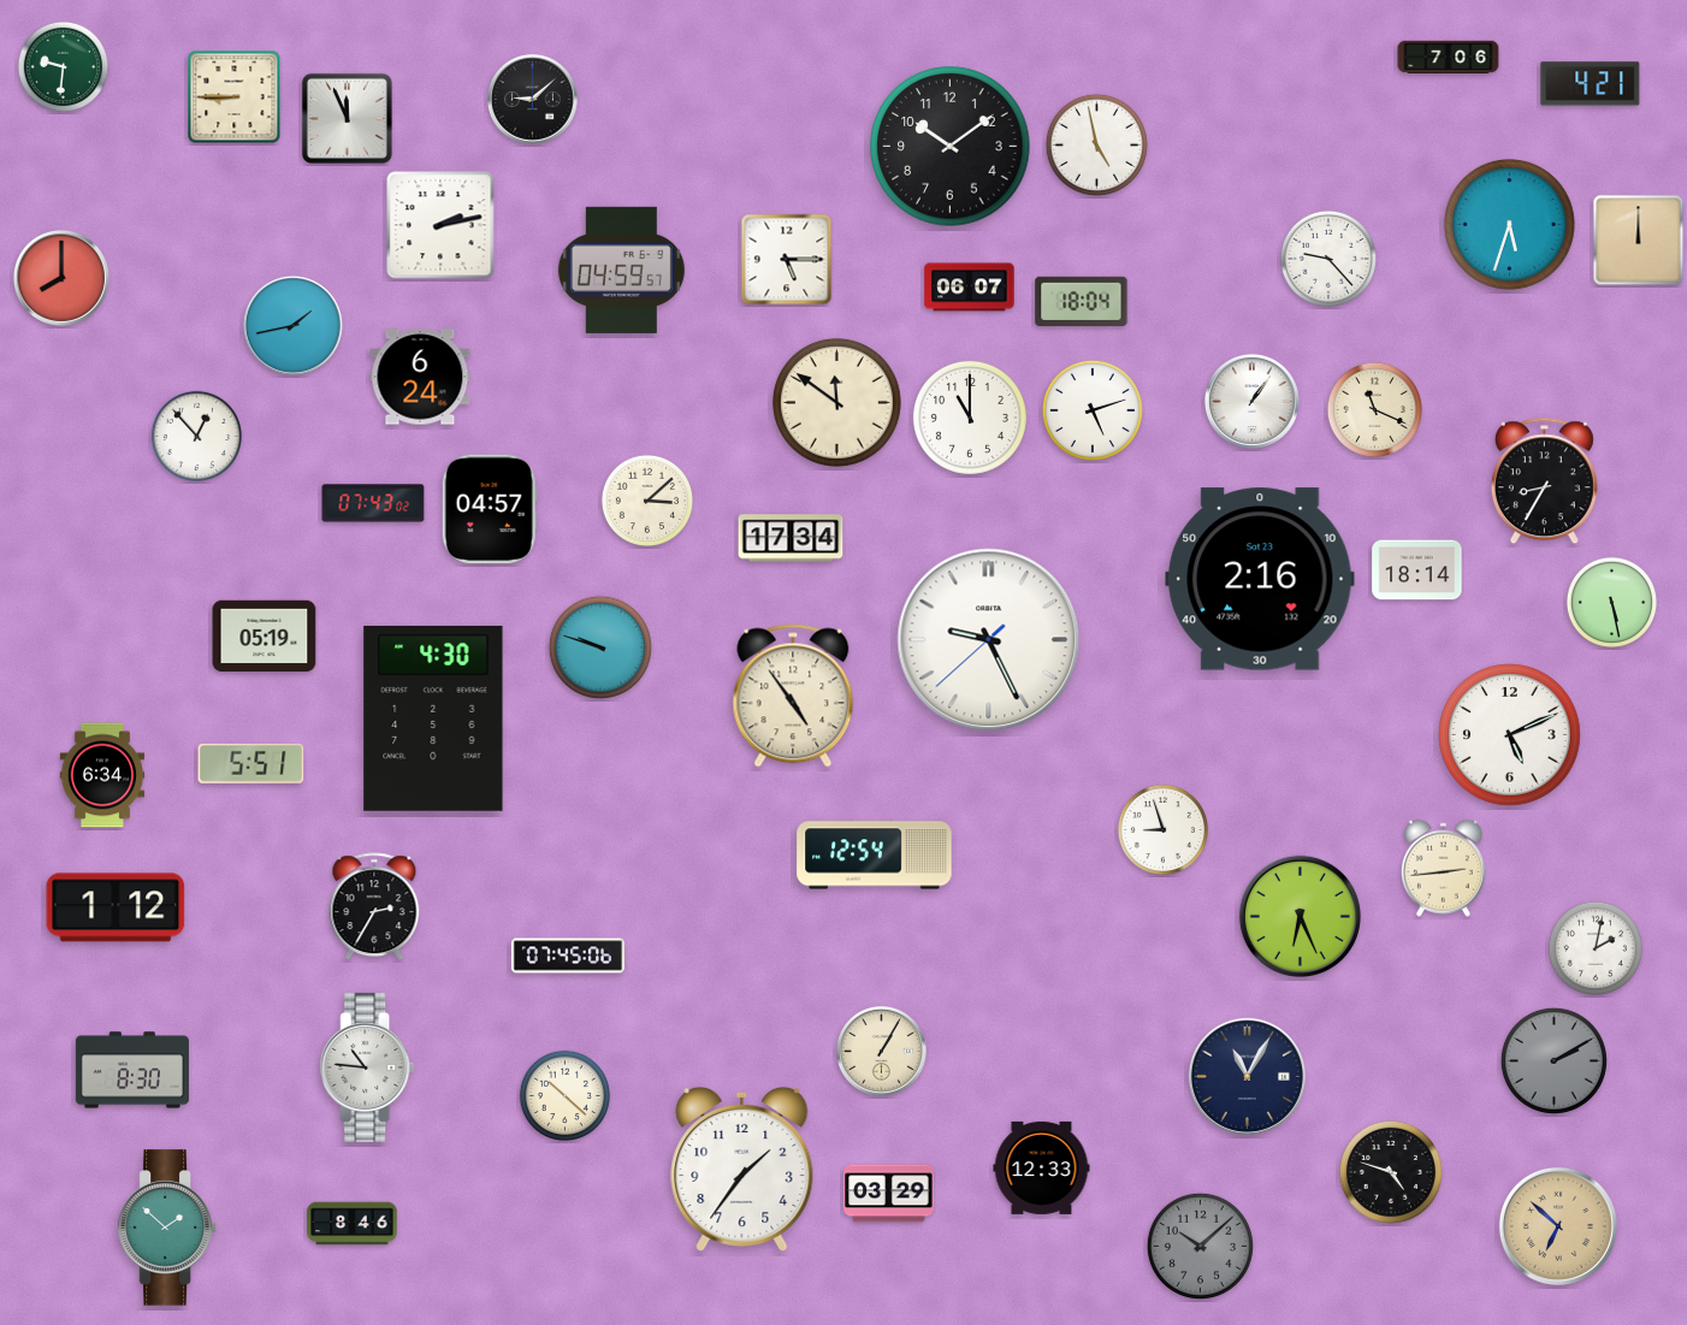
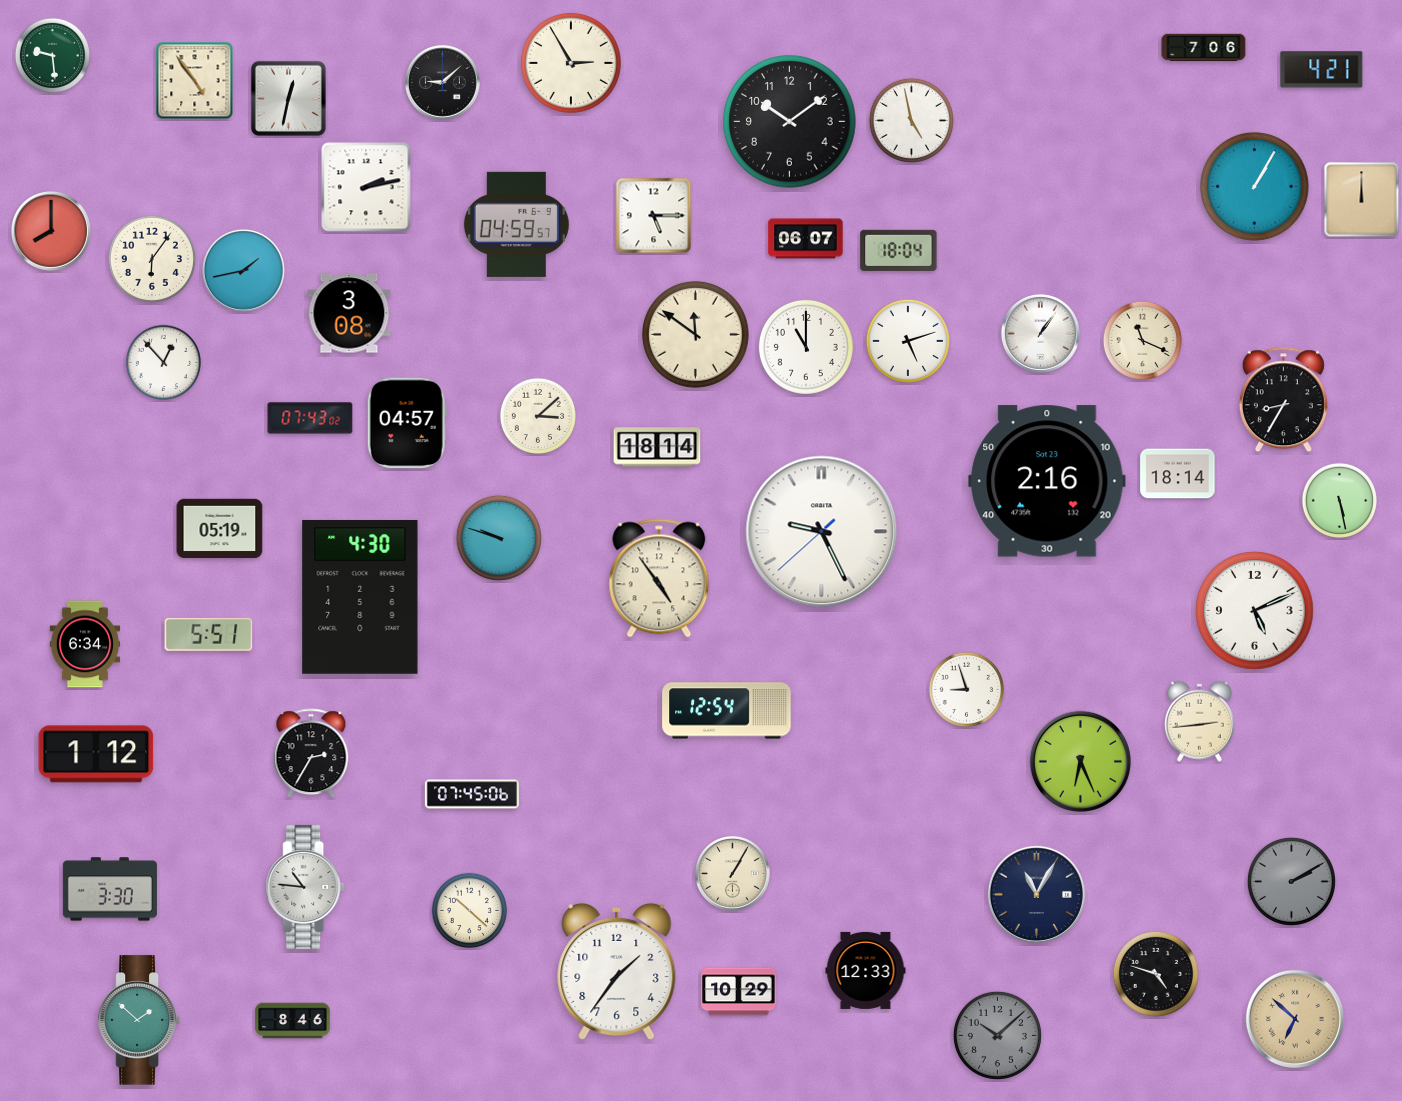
clock at (63, 66): 9:31 -> 9:29
clock at (571, 63): none -> 2:55
clock at (235, 97): 8:45 -> 4:54
clock at (347, 118): 11:56 -> 12:32
clock at (1509, 224): 5:33 -> 1:05
clock at (1328, 259): 9:23 -> none
clock at (152, 259): none -> 6:06
clock at (420, 377): 6:24 -> 3:08
clock at (791, 538): 17:34 -> 18:14
clock at (1594, 947): 2:02 -> none
clock at (132, 1070): 8:30 -> 3:30
clock at (889, 1194): 03:29 -> 10:29
clock at (353, 1224) position: (353, 1224) -> (293, 1021)
